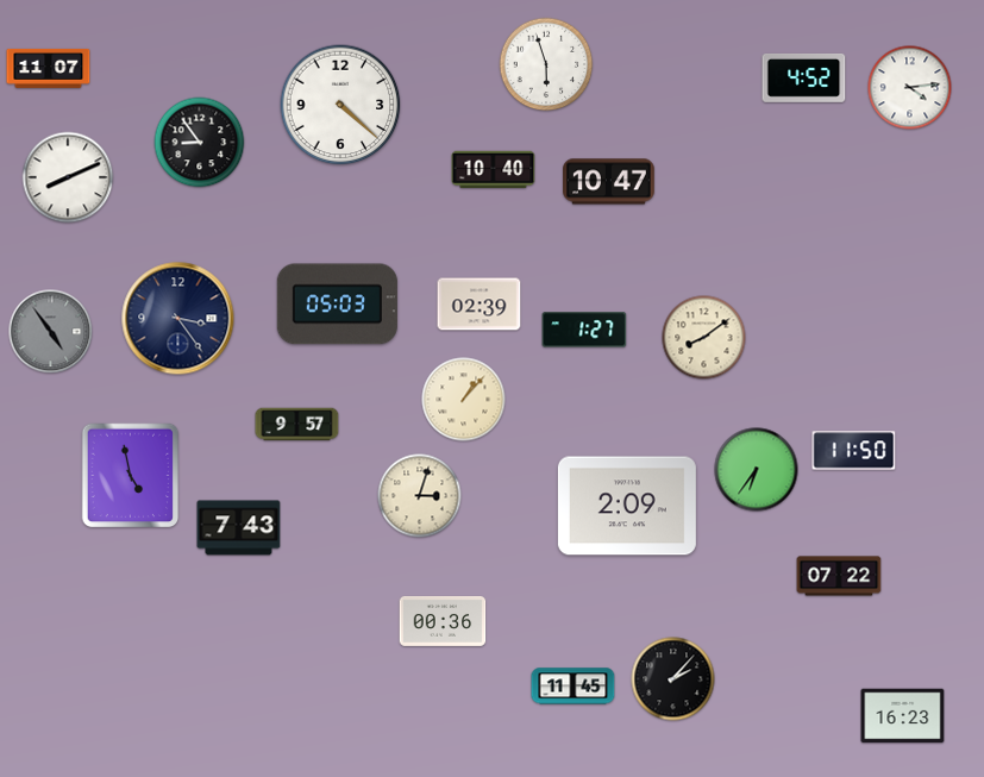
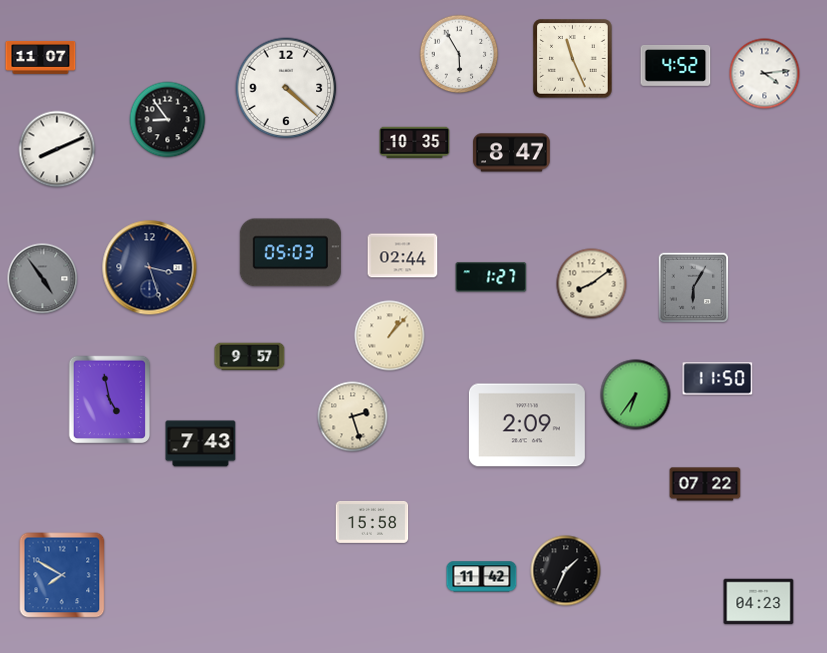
clock at (546, 64): 5:57 -> 5:55
clock at (573, 59): none -> 11:26
clock at (494, 169): 10:40 -> 10:35
clock at (609, 182): 10:47 -> 8:47
clock at (337, 305) position: (337, 305) -> (290, 253)
clock at (480, 305): 02:39 -> 02:44
clock at (178, 319): 3:24 -> 3:27
clock at (694, 288): none -> 6:05
clock at (420, 496): 3:03 -> 2:27
clock at (443, 621): 00:36 -> 15:58
clock at (673, 679): 2:07 -> 1:34
clock at (62, 575): none -> 7:50
clock at (574, 687): 11:45 -> 11:42
clock at (903, 716): 16:23 -> 04:23
